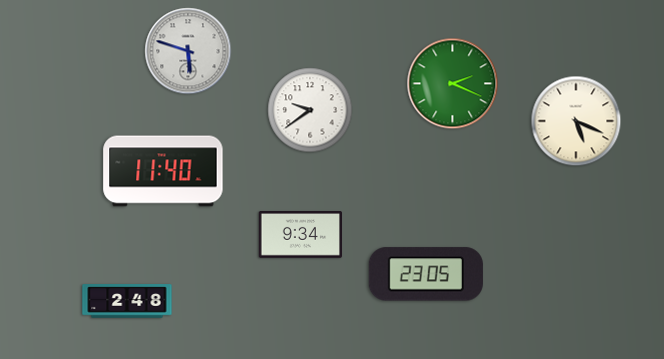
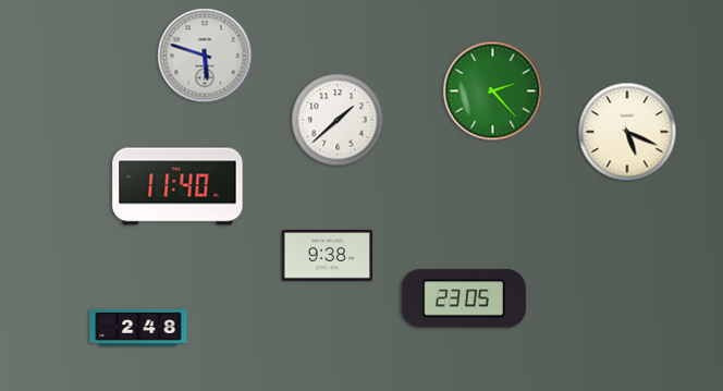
clock at (453, 84): 2:19 -> 2:23
clock at (310, 110): 9:39 -> 1:38
clock at (300, 235): 9:34 -> 9:38
